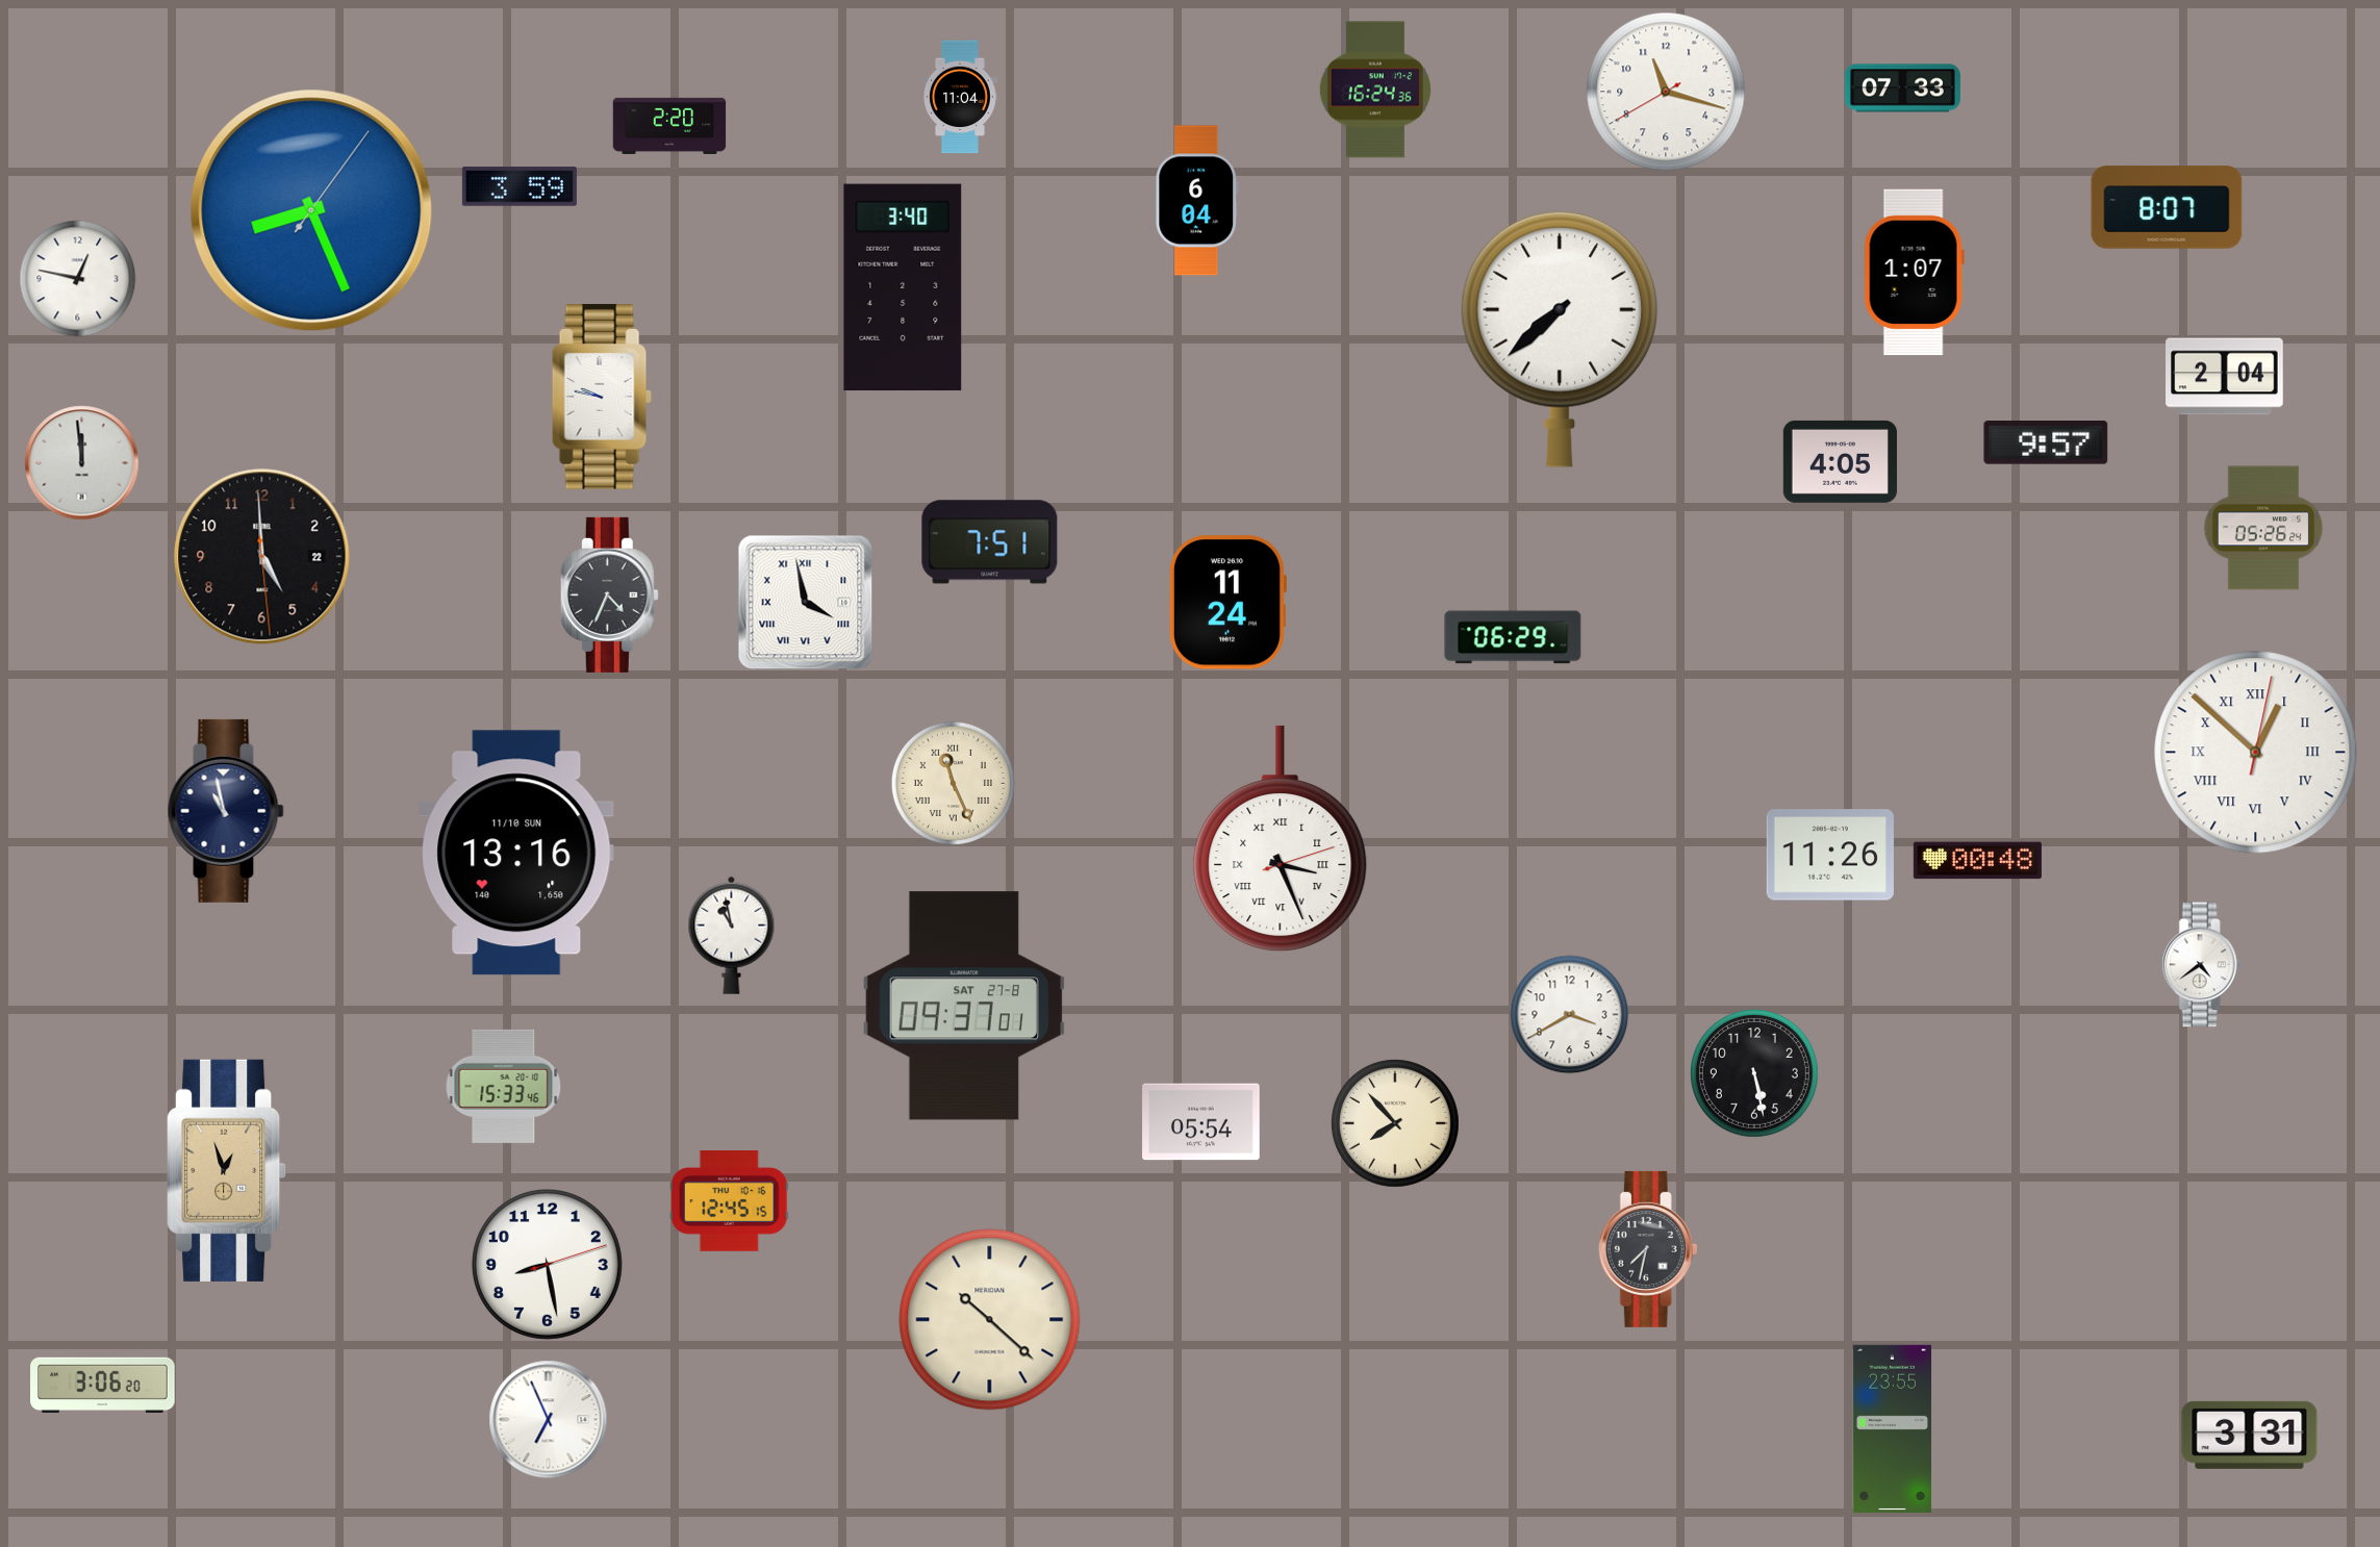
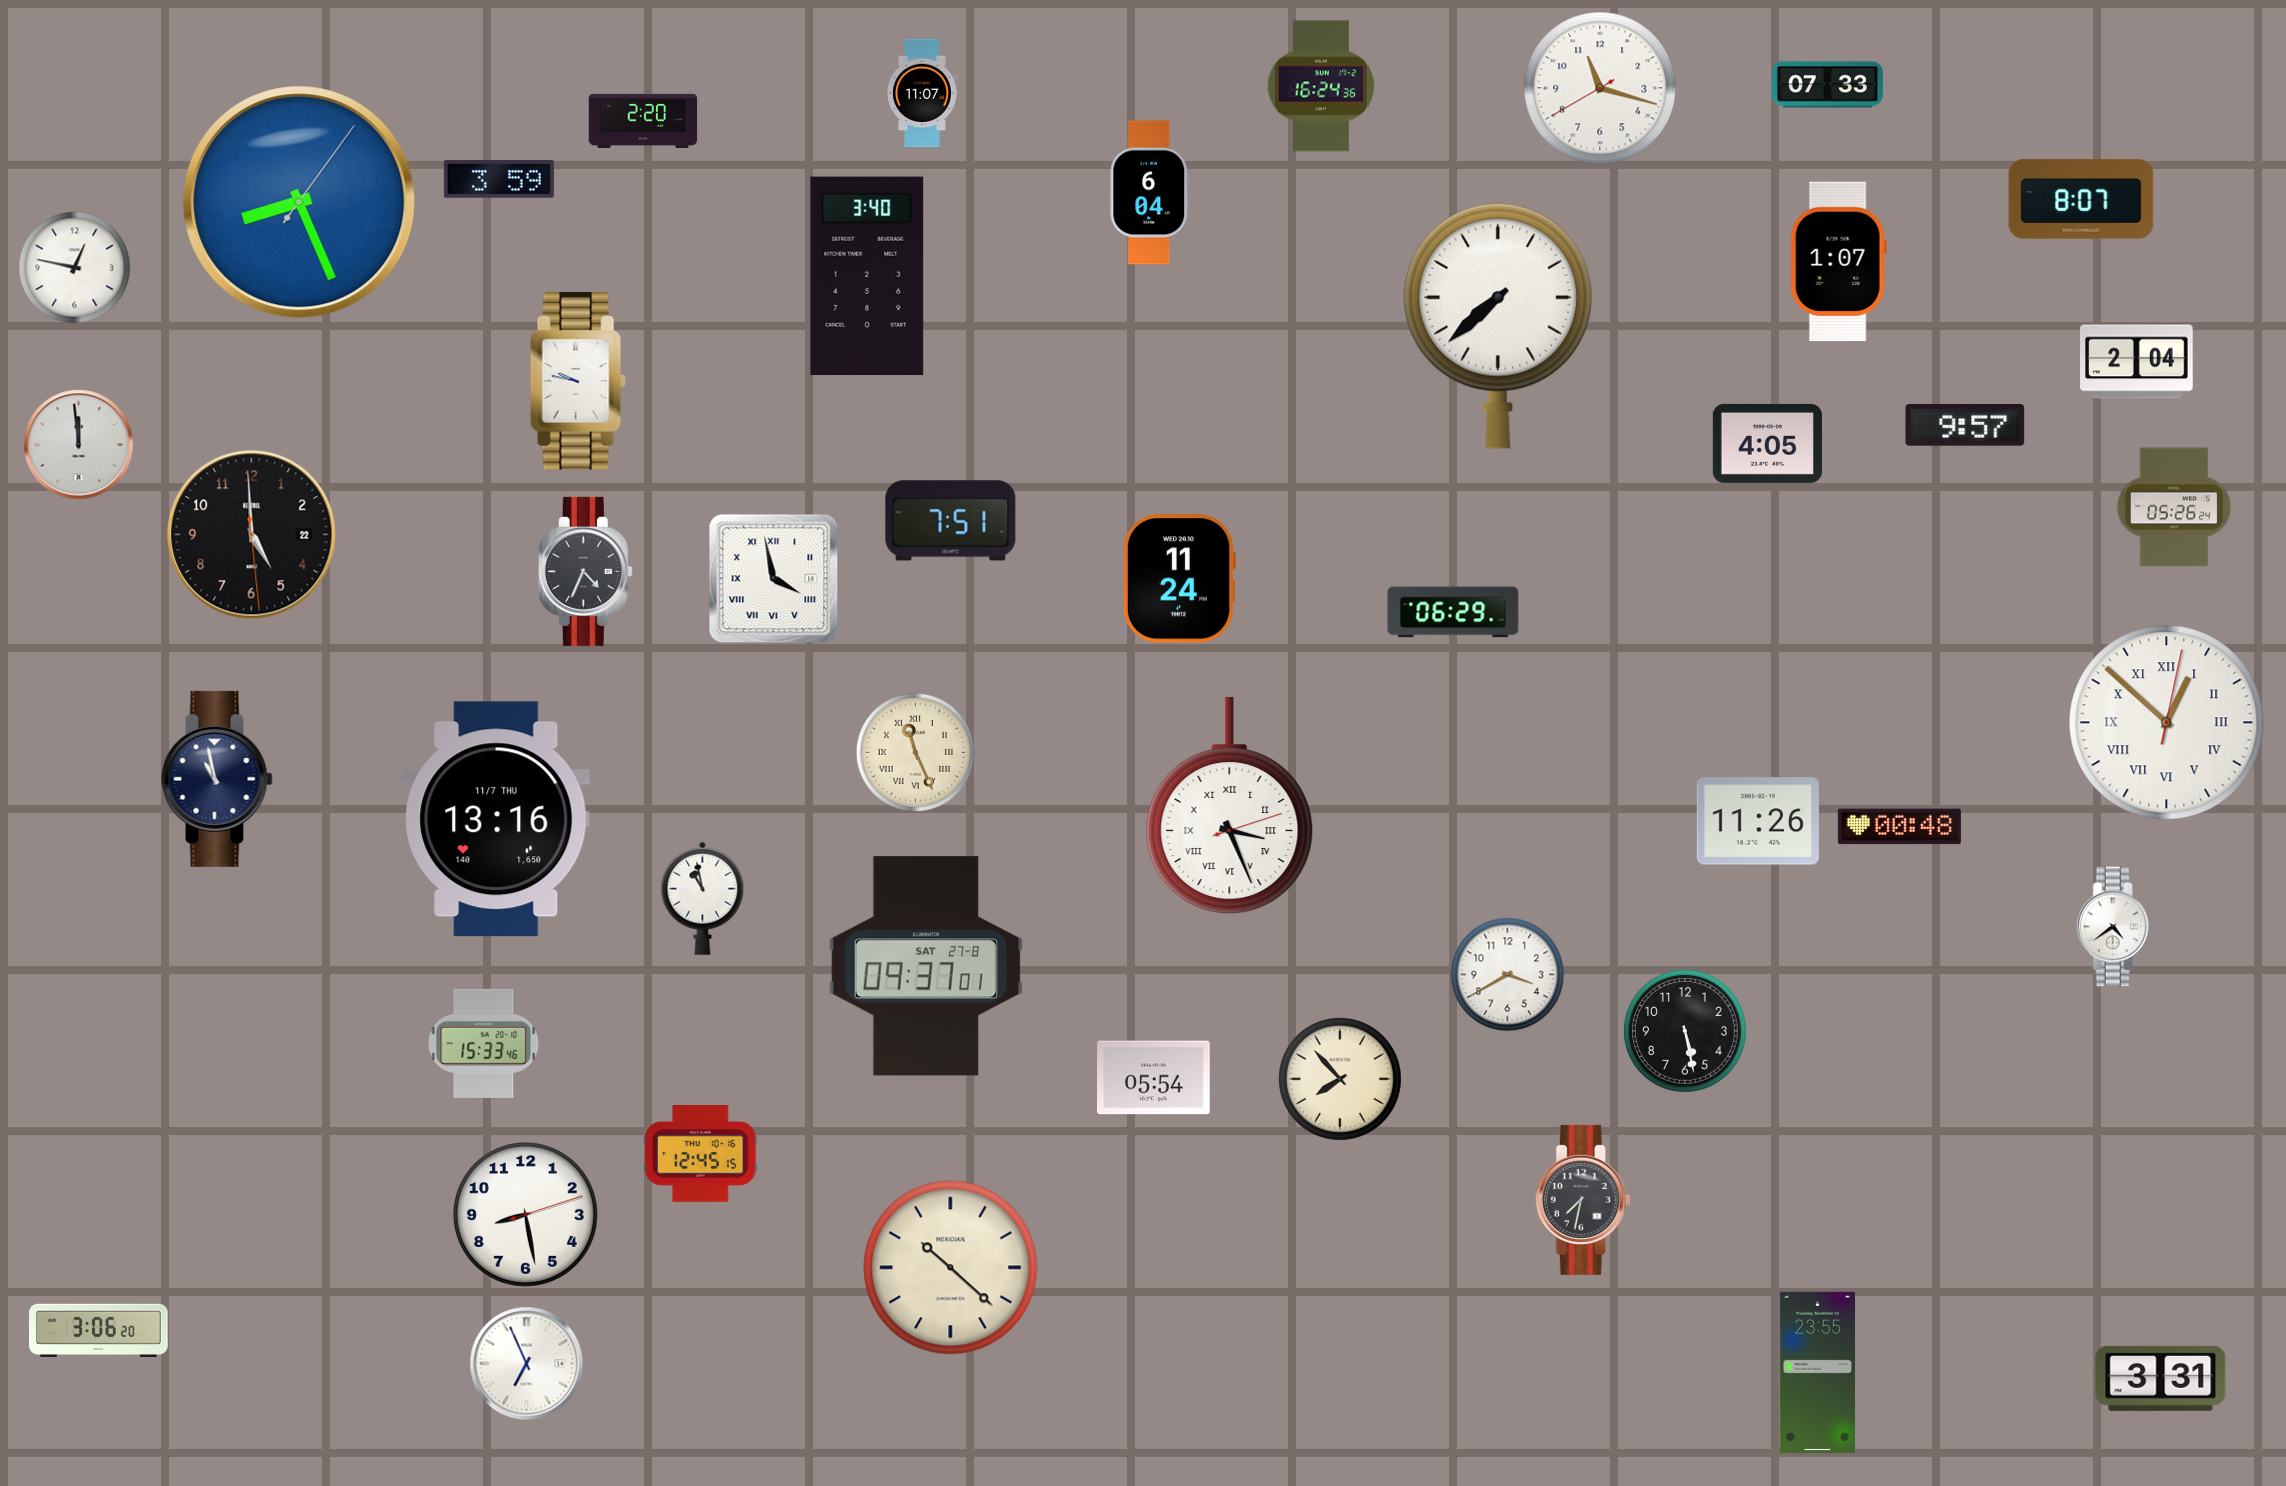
clock at (960, 97): 11:04 -> 11:07
clock at (516, 853) date: 11/10 SUN -> 11/7 THU
clock at (227, 1170): 12:57 -> none
